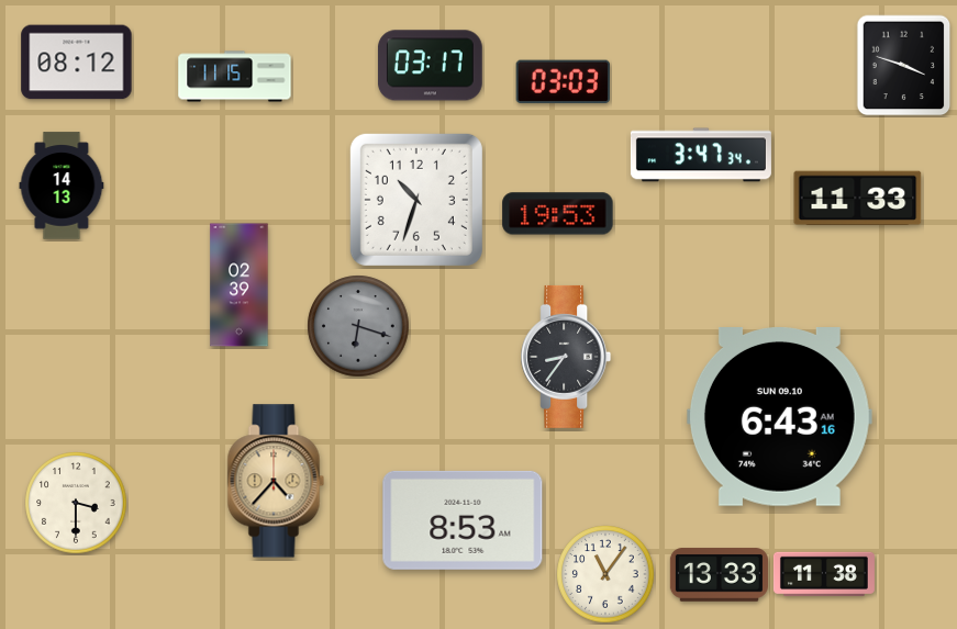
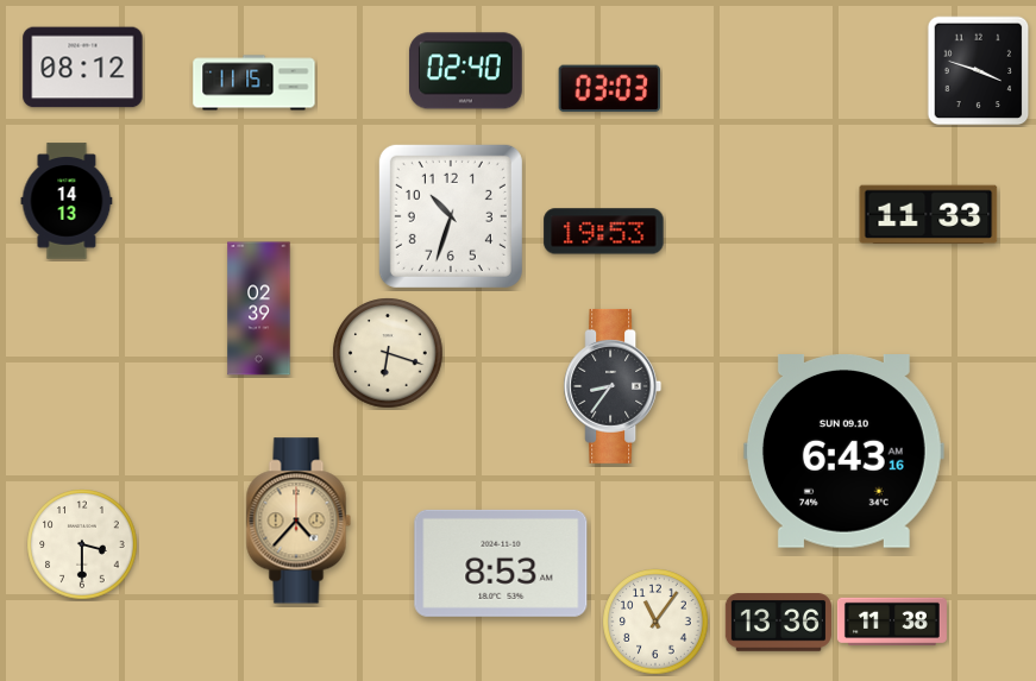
clock at (430, 66): 03:17 -> 02:40
clock at (701, 155): 3:47 -> none
clock at (358, 326) dial: grey -> cream
clock at (719, 575): 13:33 -> 13:36
